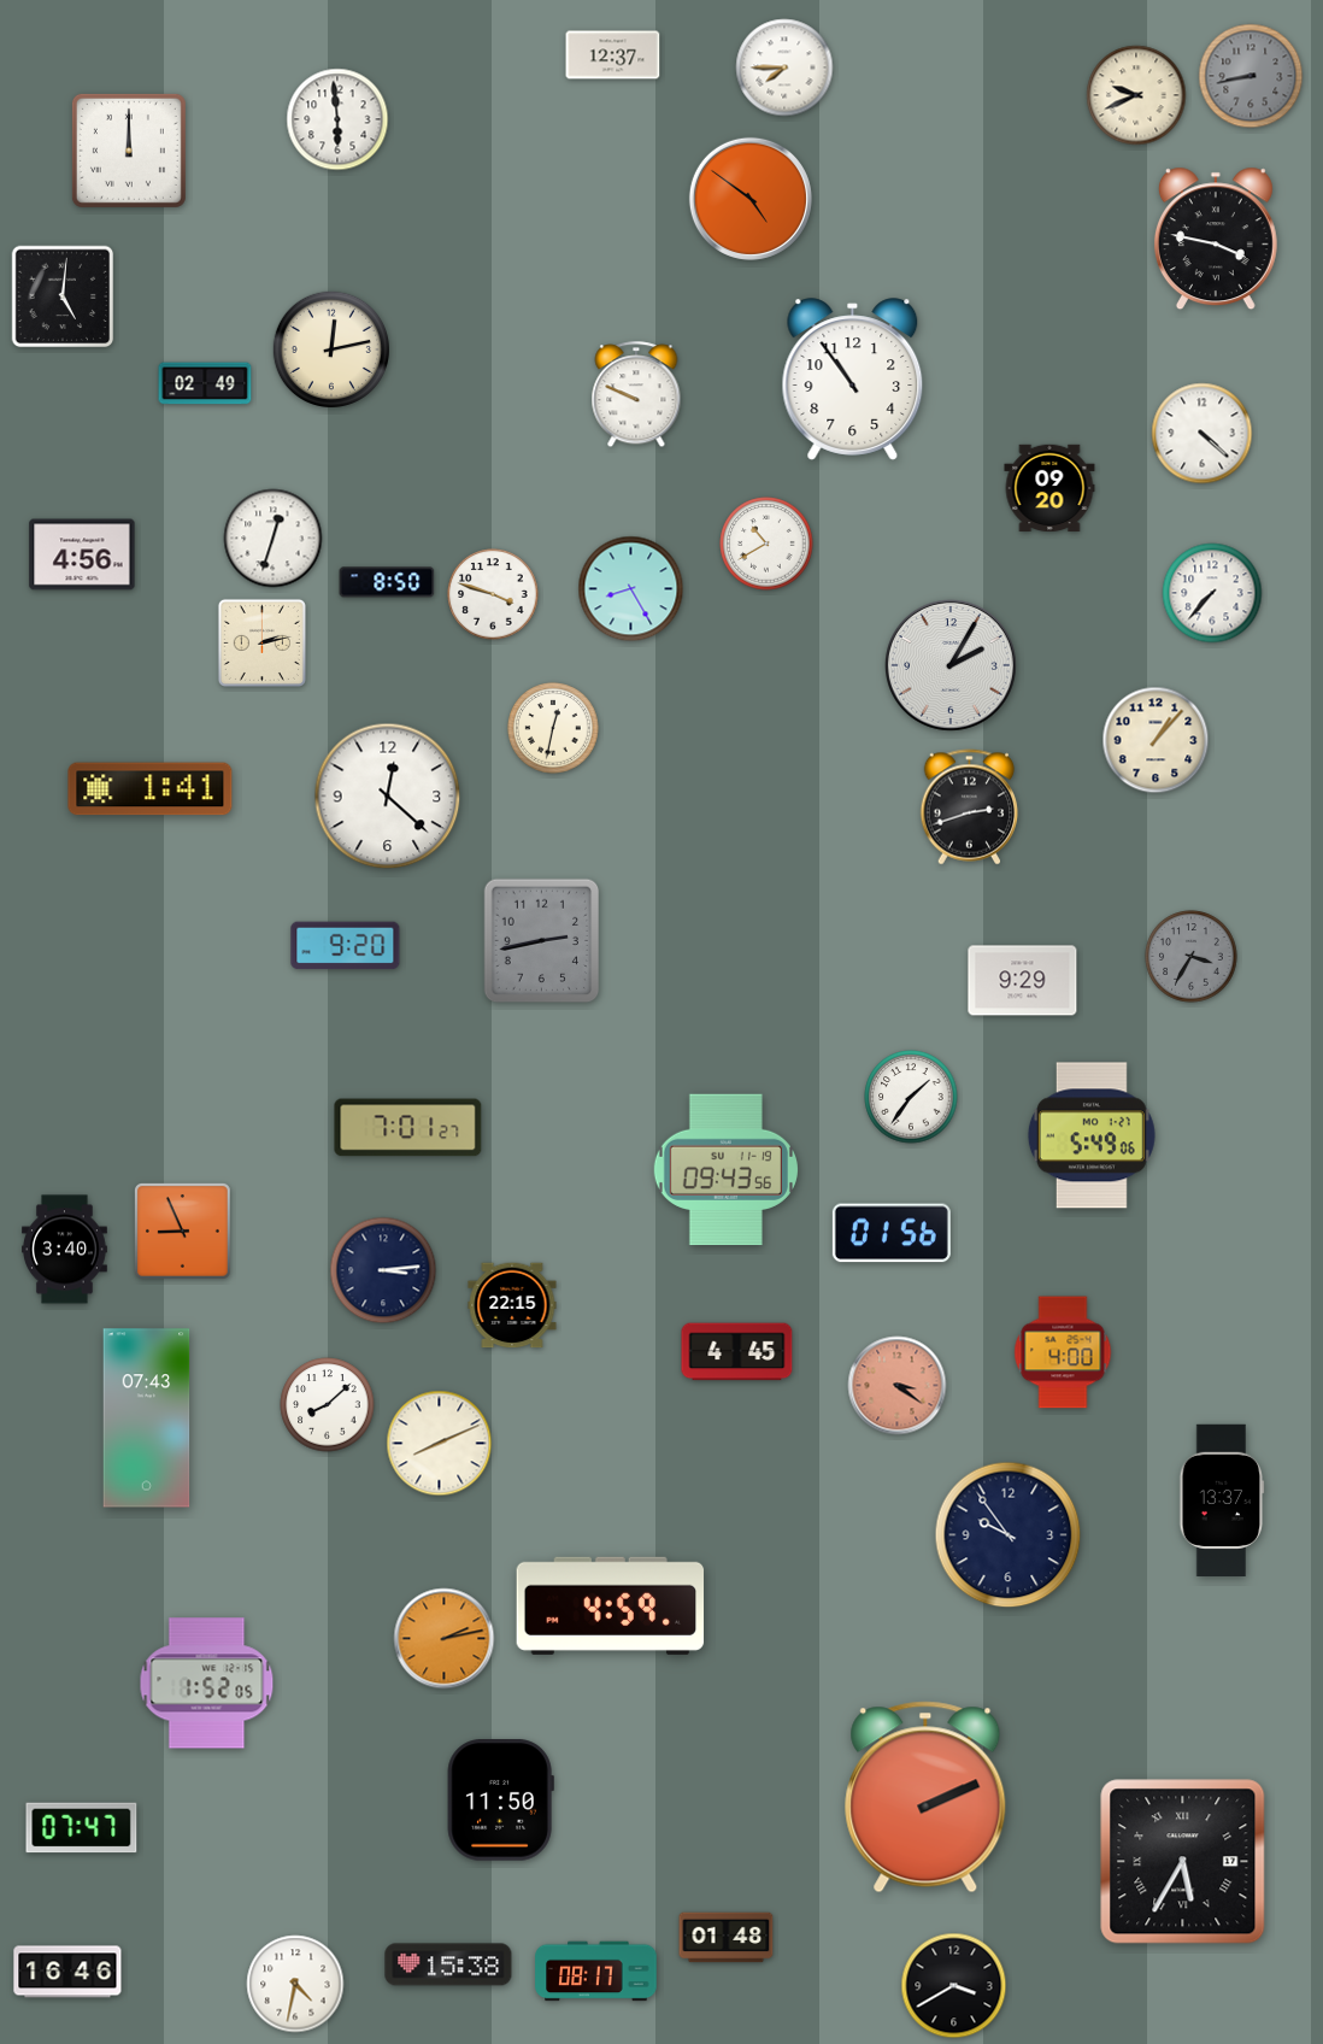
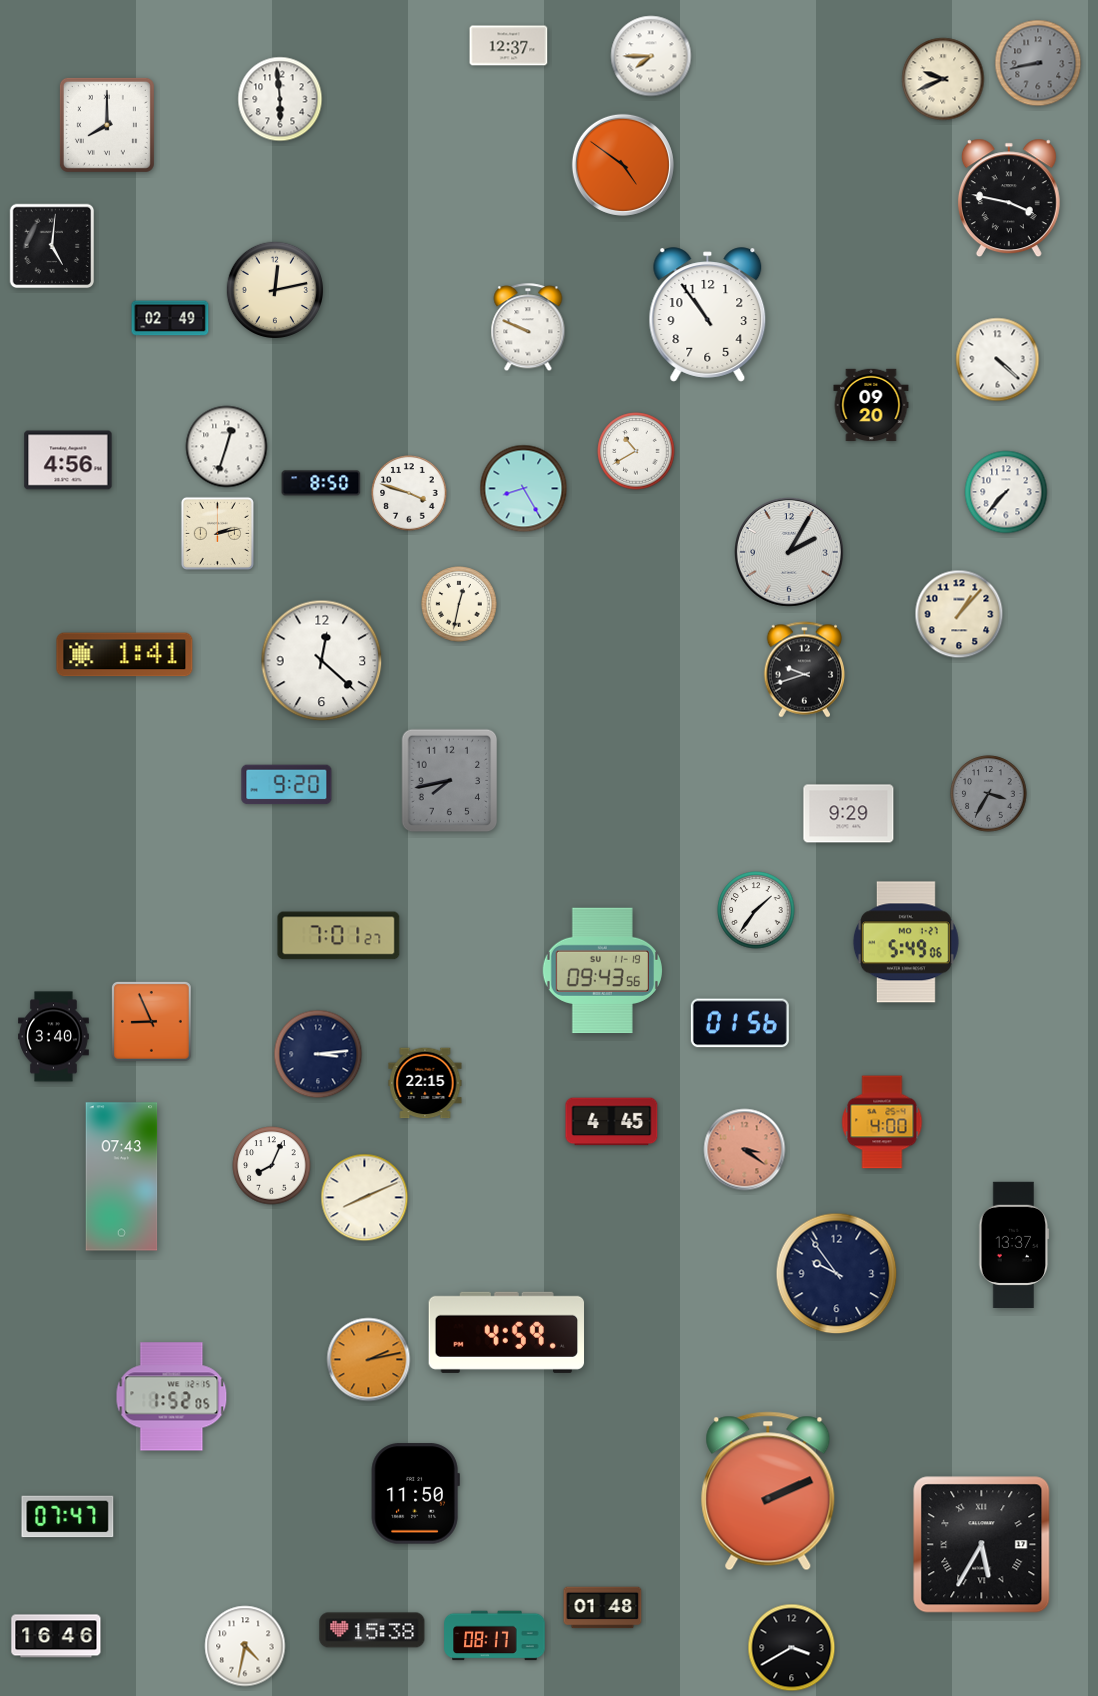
clock at (129, 151): 12:00 -> 8:00
clock at (970, 807): 2:42 -> 9:42
clock at (542, 941): 2:43 -> 7:43
clock at (328, 1405): 8:08 -> 8:04
